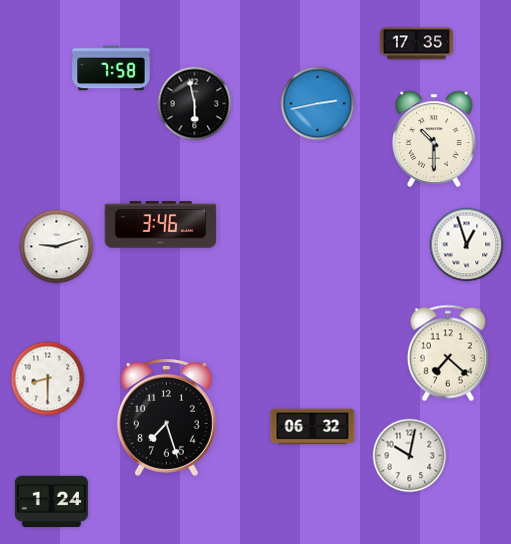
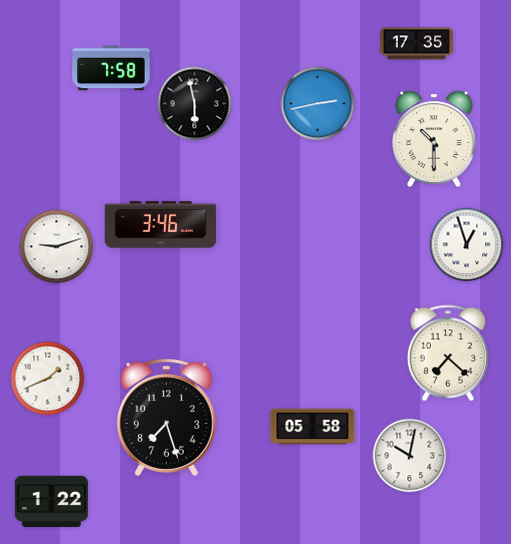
clock at (48, 379): 8:30 -> 1:41
clock at (313, 427): 06:32 -> 05:58
clock at (51, 502): 1:24 -> 1:22
